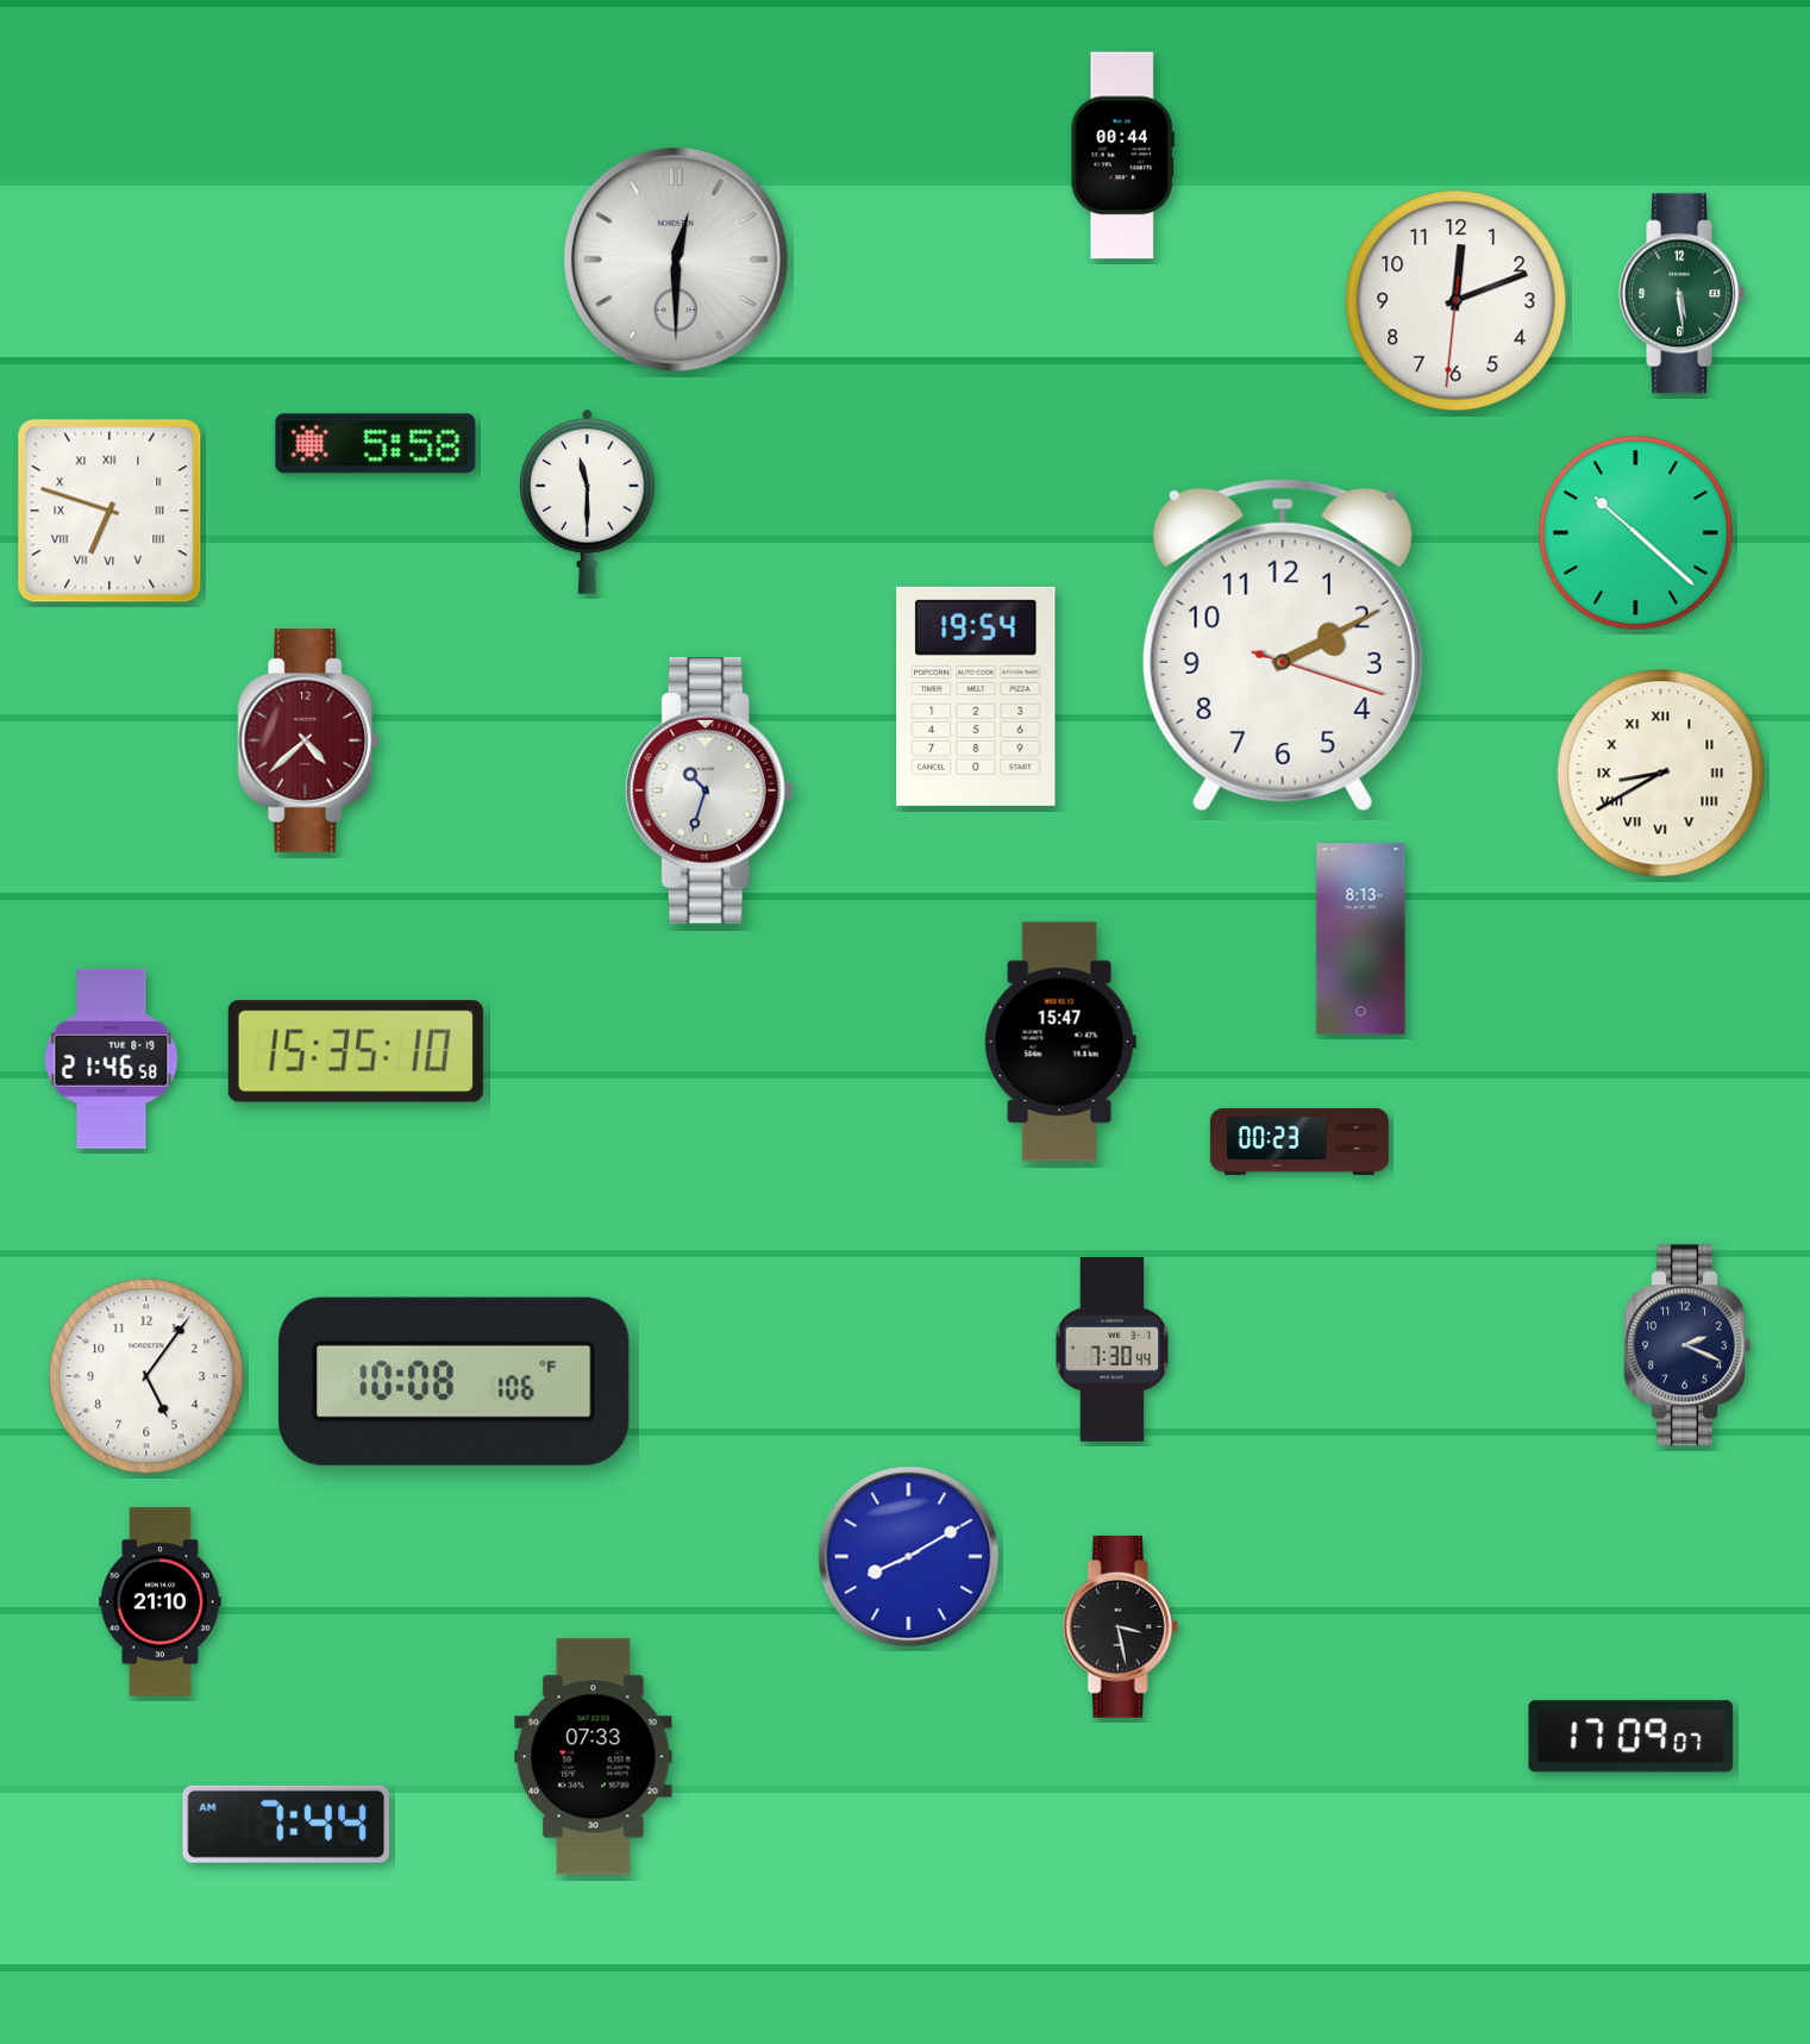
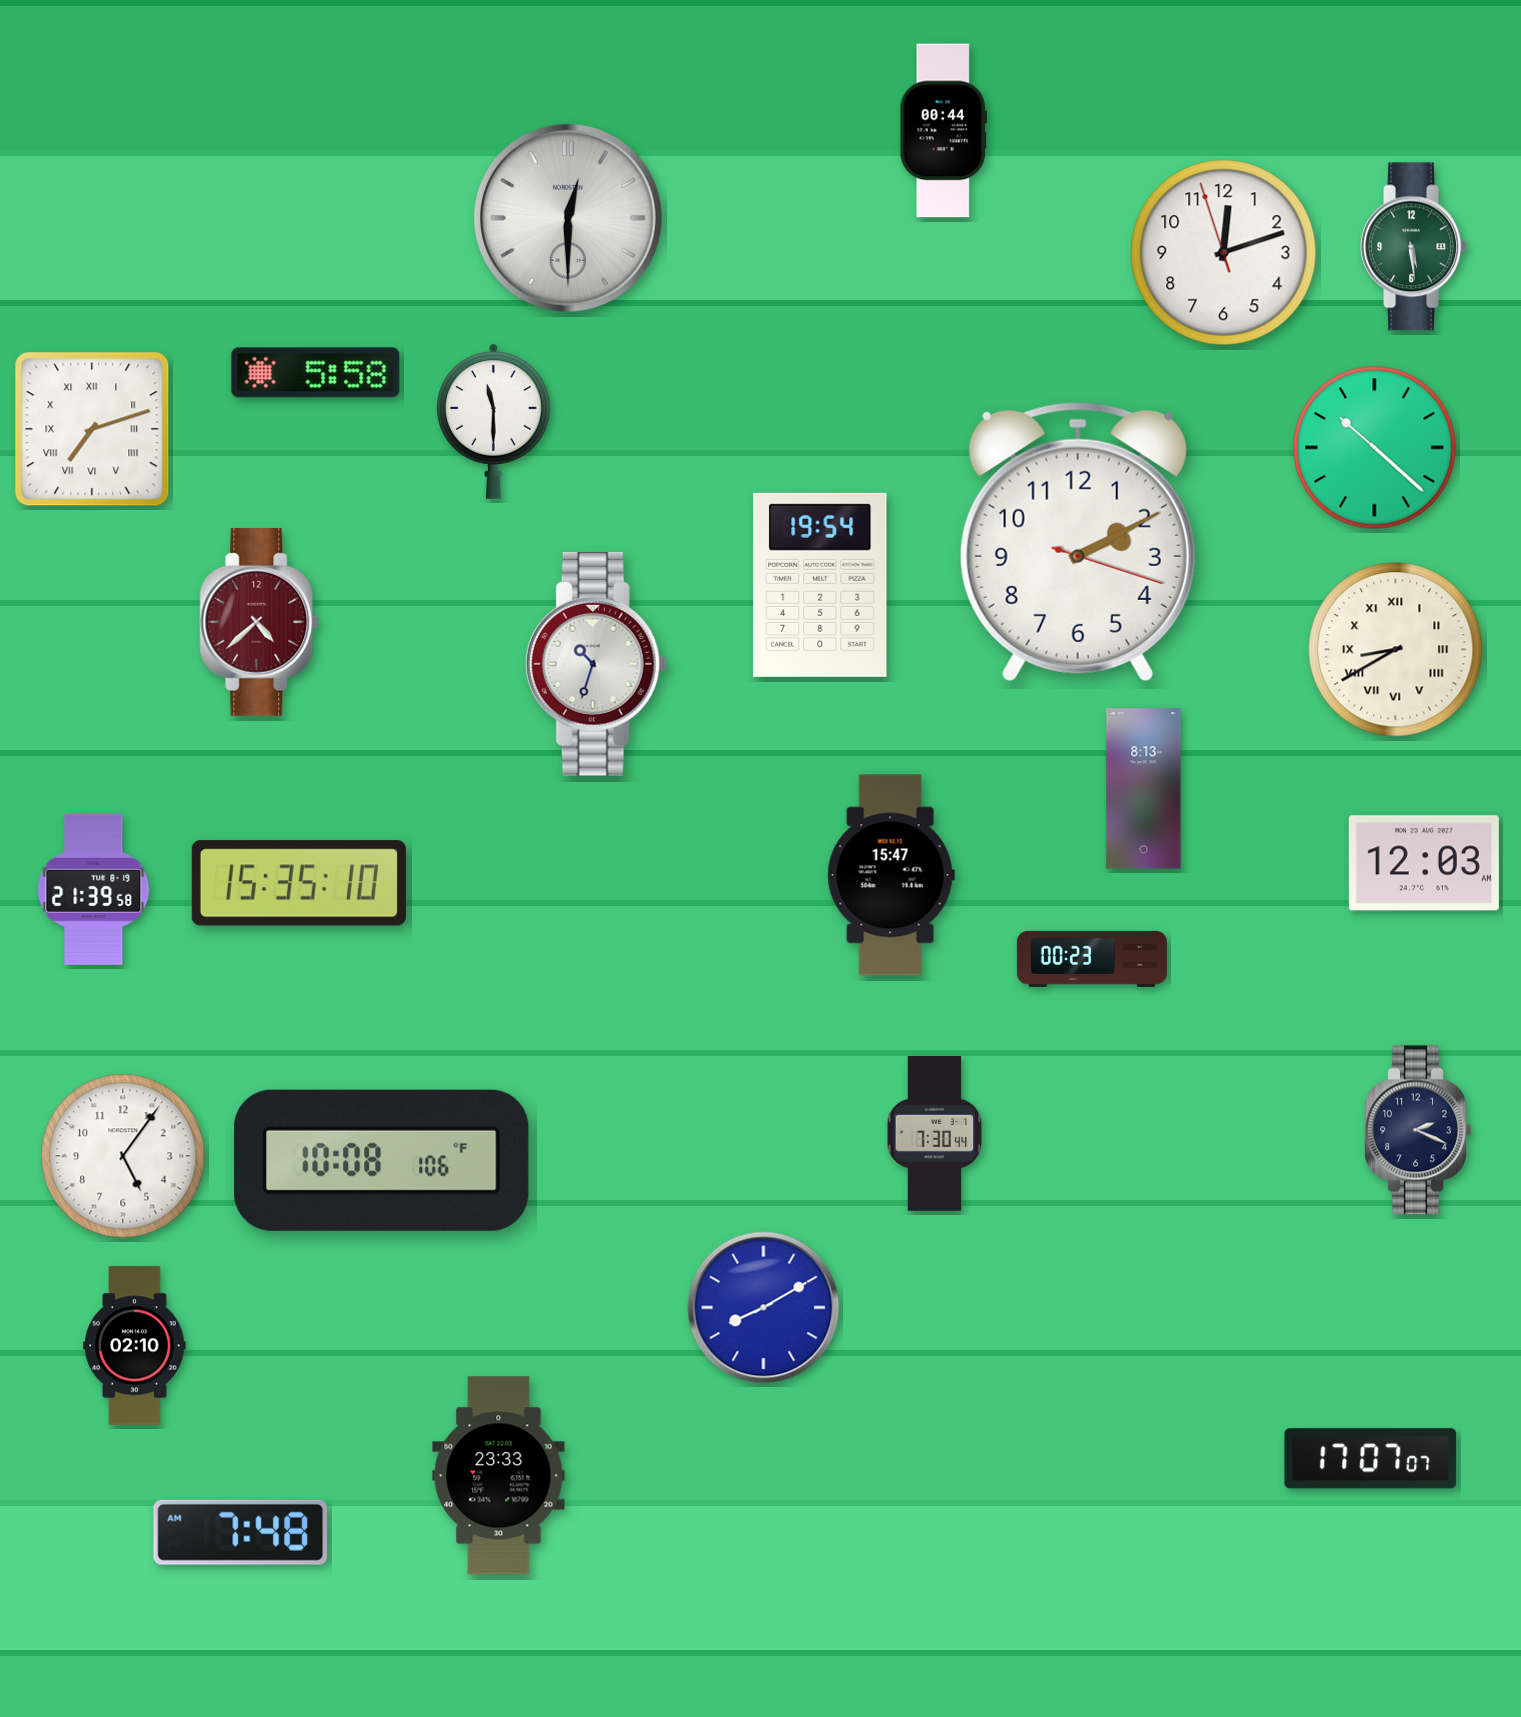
clock at (1457, 301): 12:11:31 -> 12:11:57
clock at (109, 511): 6:48 -> 7:12
clock at (1424, 863): none -> 12:03
clock at (112, 1058): 21:46 -> 21:39
clock at (161, 1602): 21:10 -> 02:10
clock at (1120, 1626): 3:28 -> none
clock at (1631, 1737): 17:09 -> 17:07
clock at (594, 1757): 07:33 -> 23:33
clock at (286, 1824): 7:44 -> 7:48
